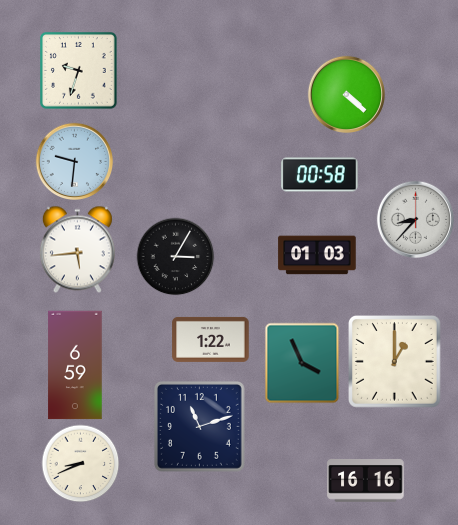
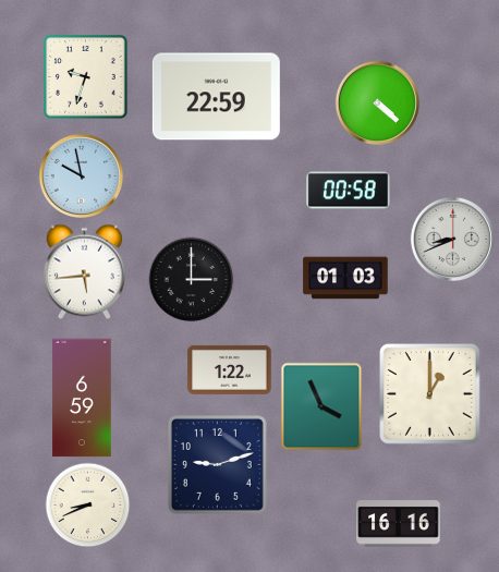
clock at (216, 97): none -> 22:59
clock at (74, 161): 9:31 -> 9:58
clock at (415, 219): 8:37 -> 8:41
clock at (175, 256): 3:05 -> 3:00
clock at (302, 363) position: (302, 363) -> (321, 406)
clock at (199, 426): 11:12 -> 9:12
